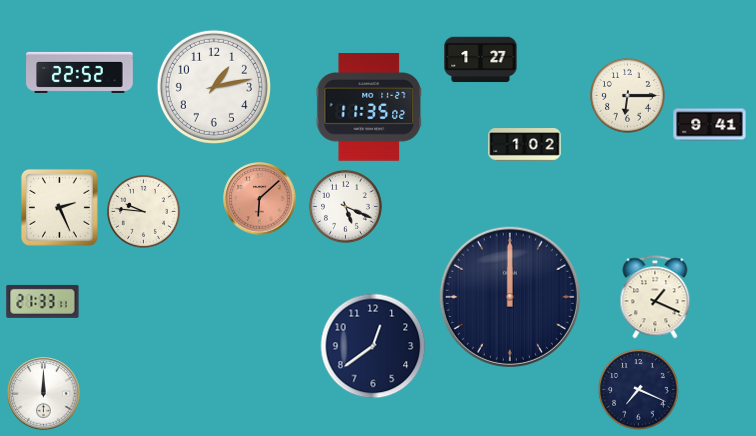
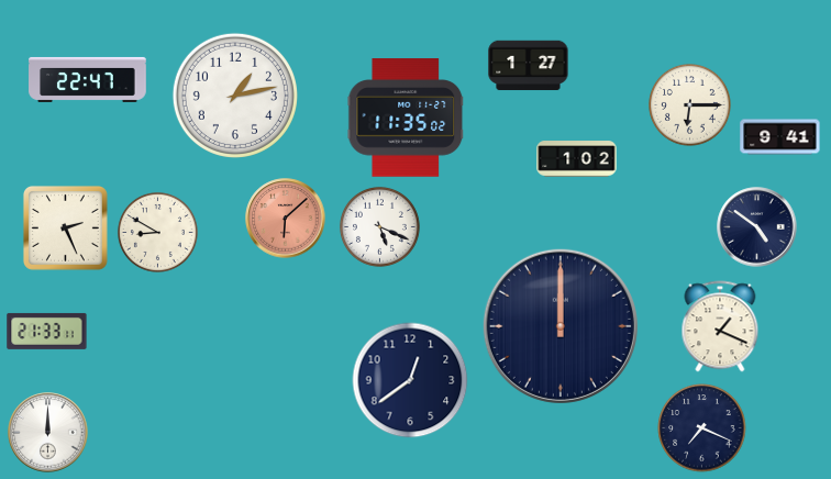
clock at (80, 72): 22:52 -> 22:47
clock at (757, 227): none -> 4:51
clock at (143, 211): 9:46 -> 8:50
